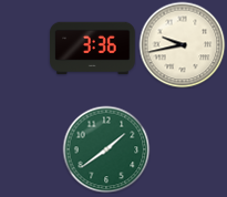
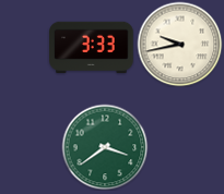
clock at (93, 48): 3:36 -> 3:33
clock at (106, 149): 1:39 -> 3:39
